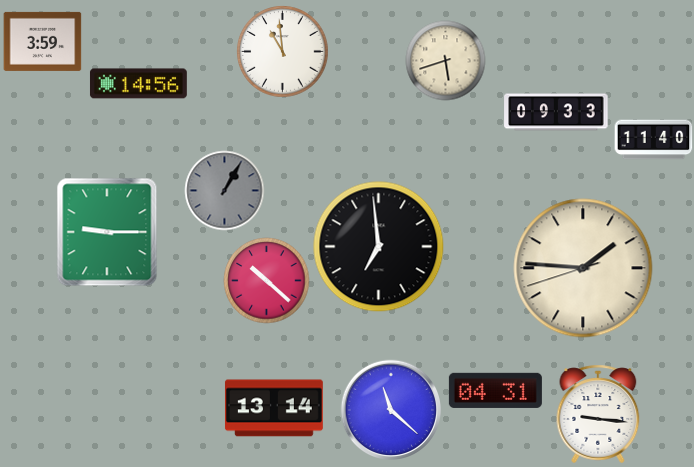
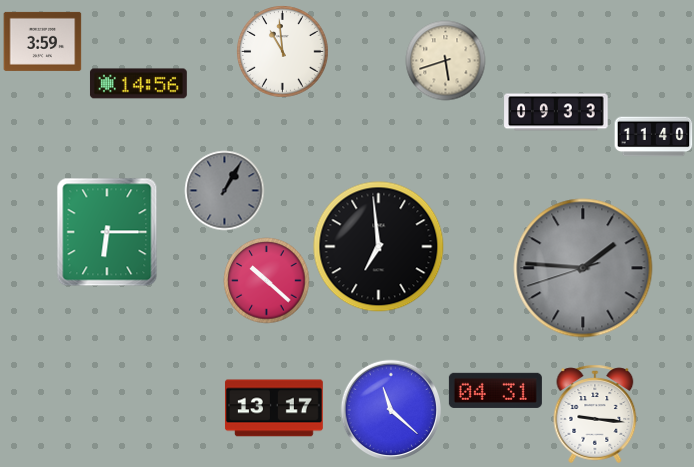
clock at (653, 140) position: (653, 140) -> (653, 137)
clock at (107, 232): 9:15 -> 6:15
clock at (583, 268) dial: cream -> grey
clock at (274, 408): 13:14 -> 13:17
clock at (598, 414) position: (598, 414) -> (595, 414)
